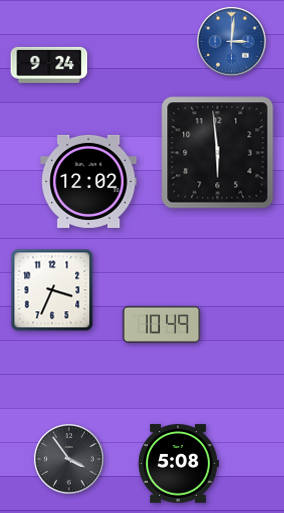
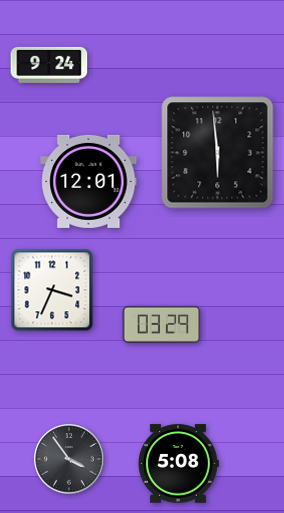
clock at (232, 42): 3:01 -> none
clock at (89, 181): 12:02 -> 12:01
clock at (162, 324): 10:49 -> 03:29
